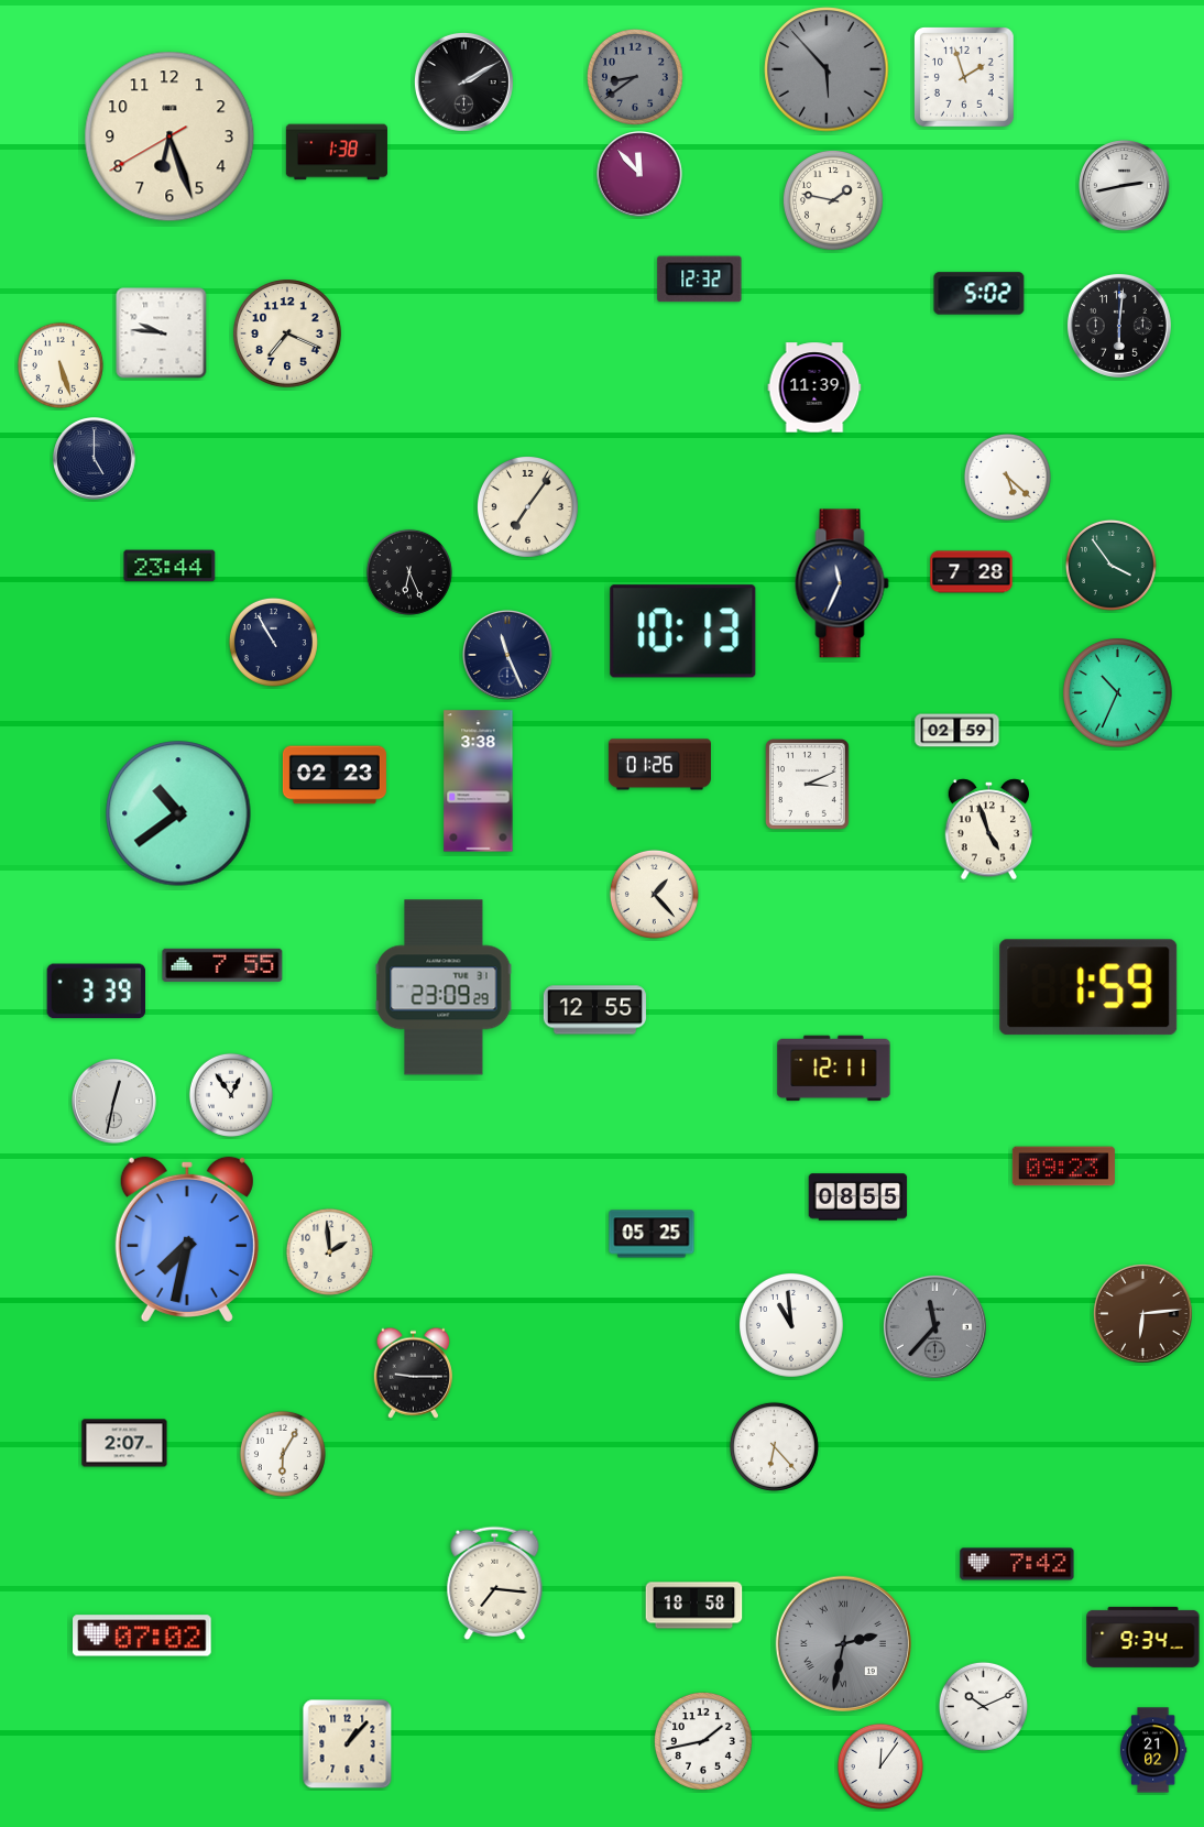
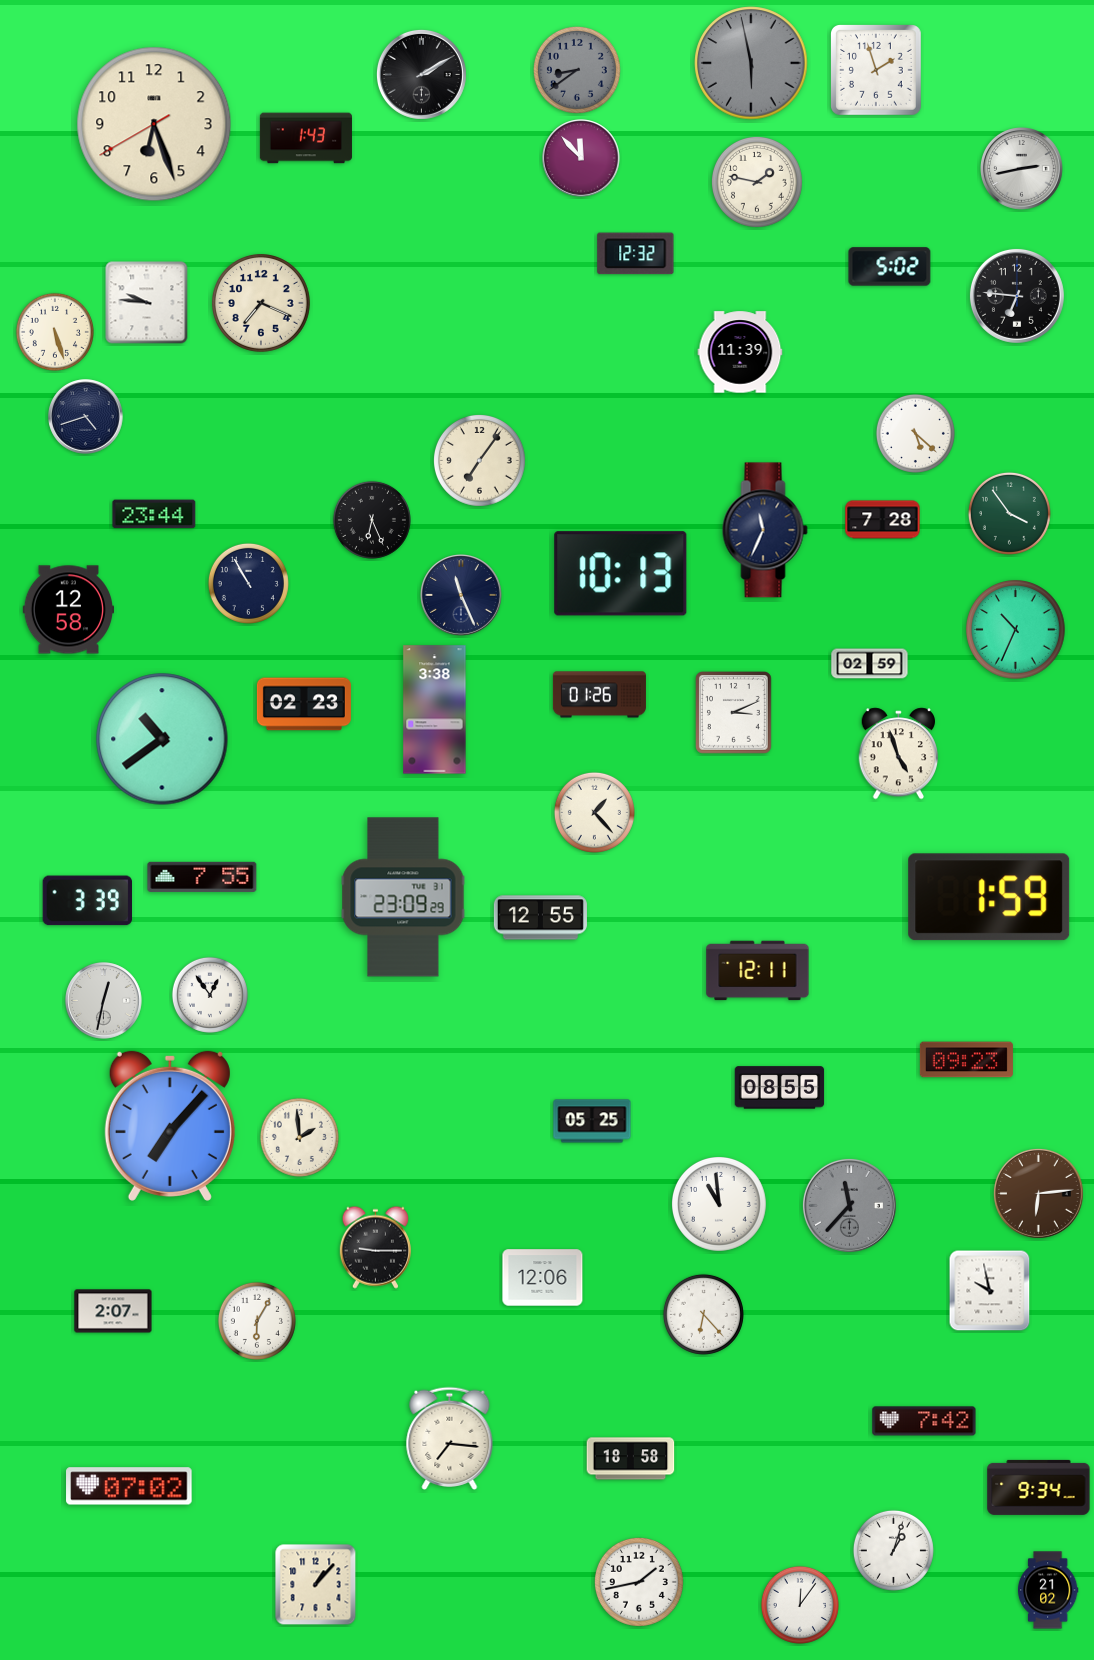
clock at (827, 69): 5:53 -> 5:58
clock at (337, 152): 1:38 -> 1:43
clock at (1119, 326): 6:01 -> 6:46
clock at (95, 459): 5:00 -> 4:42
clock at (68, 610): none -> 12:58
clock at (187, 1239): 7:32 -> 7:07
clock at (543, 1278): none -> 12:06
clock at (990, 1291): none -> 9:58
clock at (843, 1643): 2:32 -> none
clock at (983, 1706): 10:11 -> 1:03
